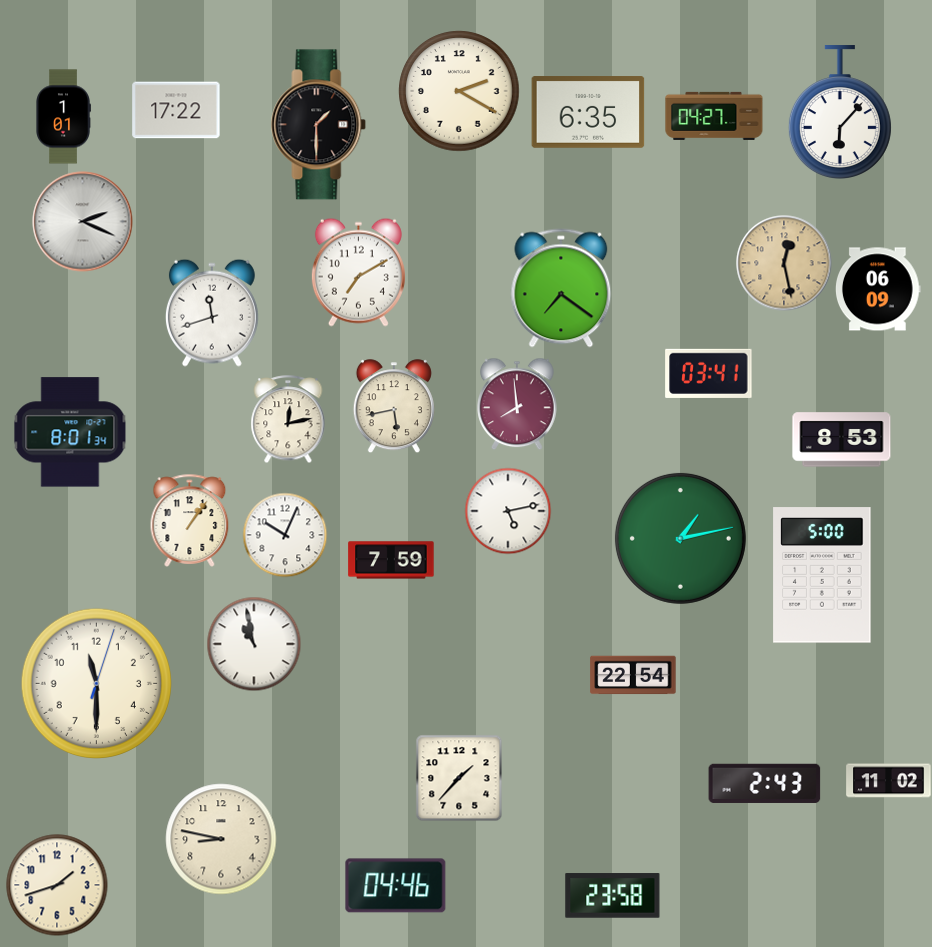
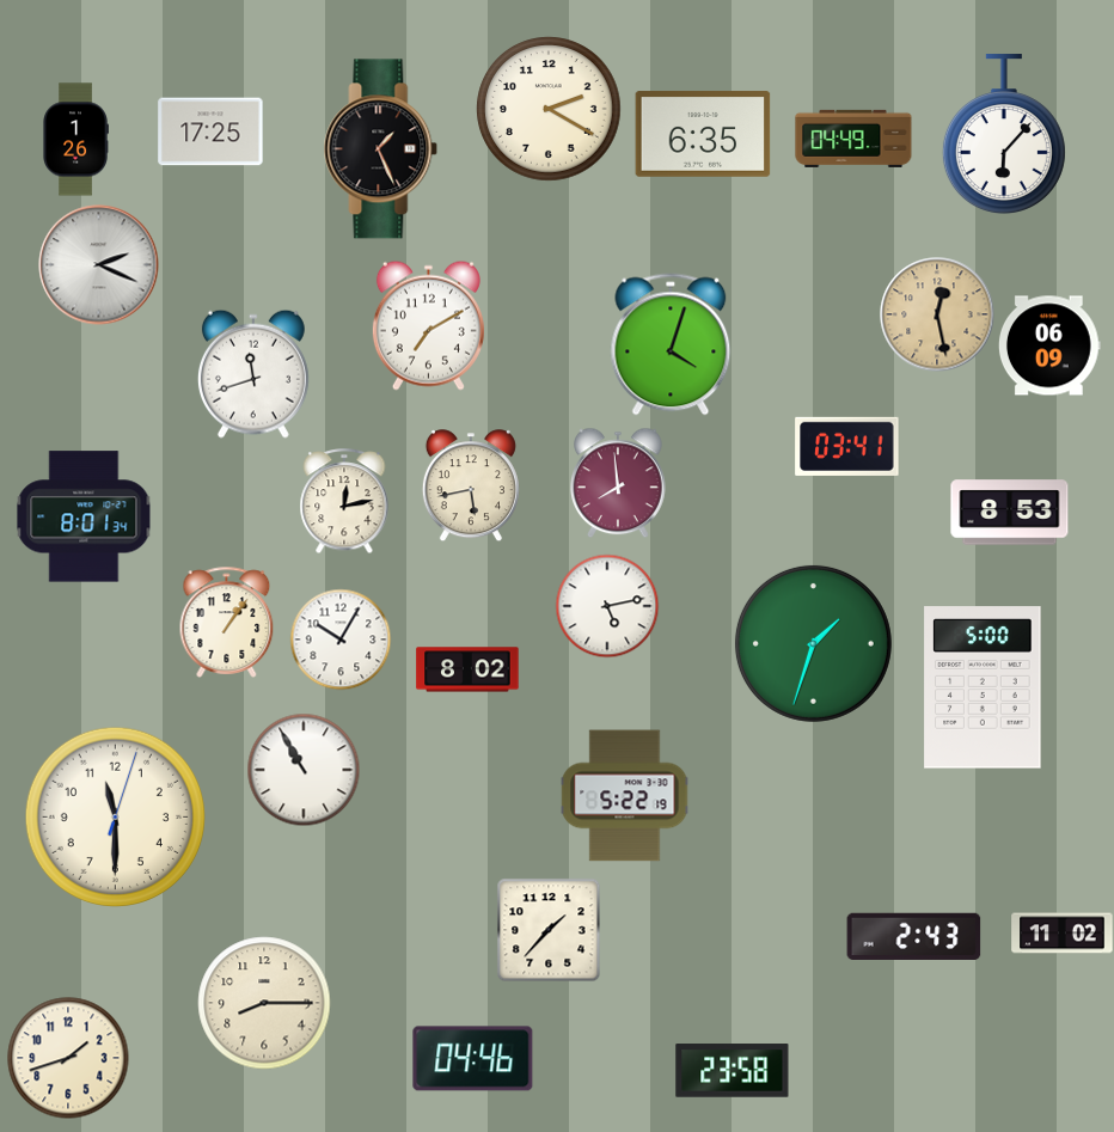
clock at (176, 110): 17:22 -> 17:25
clock at (714, 116): 04:27 -> 04:49
clock at (63, 117): 1:01 -> 1:26
clock at (319, 125): 1:30 -> 1:26
clock at (561, 288): 7:21 -> 4:03
clock at (842, 440) position: (842, 440) -> (1010, 513)
clock at (508, 511) position: (508, 511) -> (607, 606)
clock at (285, 535): 10:04 -> 10:05
clock at (680, 538): 1:13 -> 1:33
clock at (391, 560): 7:59 -> 8:02
clock at (254, 644): 10:58 -> 10:55
clock at (625, 796): none -> 5:22
clock at (633, 675): 22:54 -> none
clock at (221, 839): 8:47 -> 8:15
